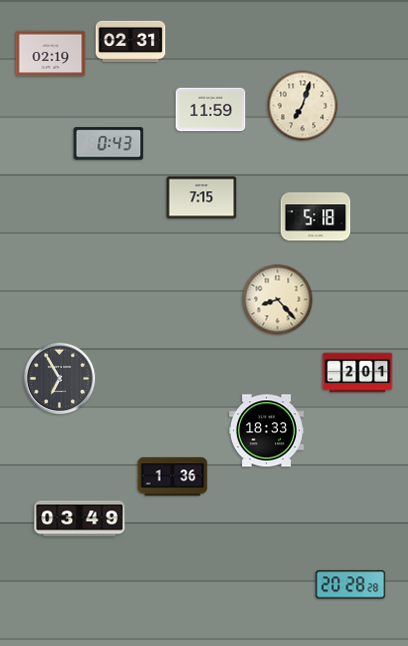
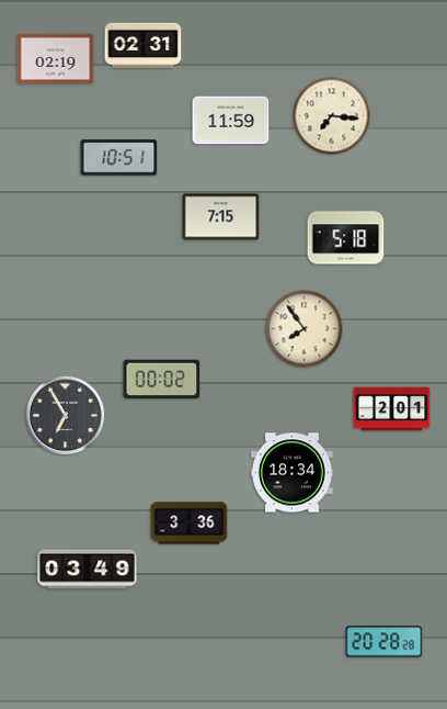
clock at (303, 106): 7:03 -> 7:16
clock at (109, 144): 0:43 -> 10:51
clock at (278, 300): 8:23 -> 7:54
clock at (162, 380): none -> 00:02
clock at (267, 431): 18:33 -> 18:34
clock at (173, 477): 1:36 -> 3:36
